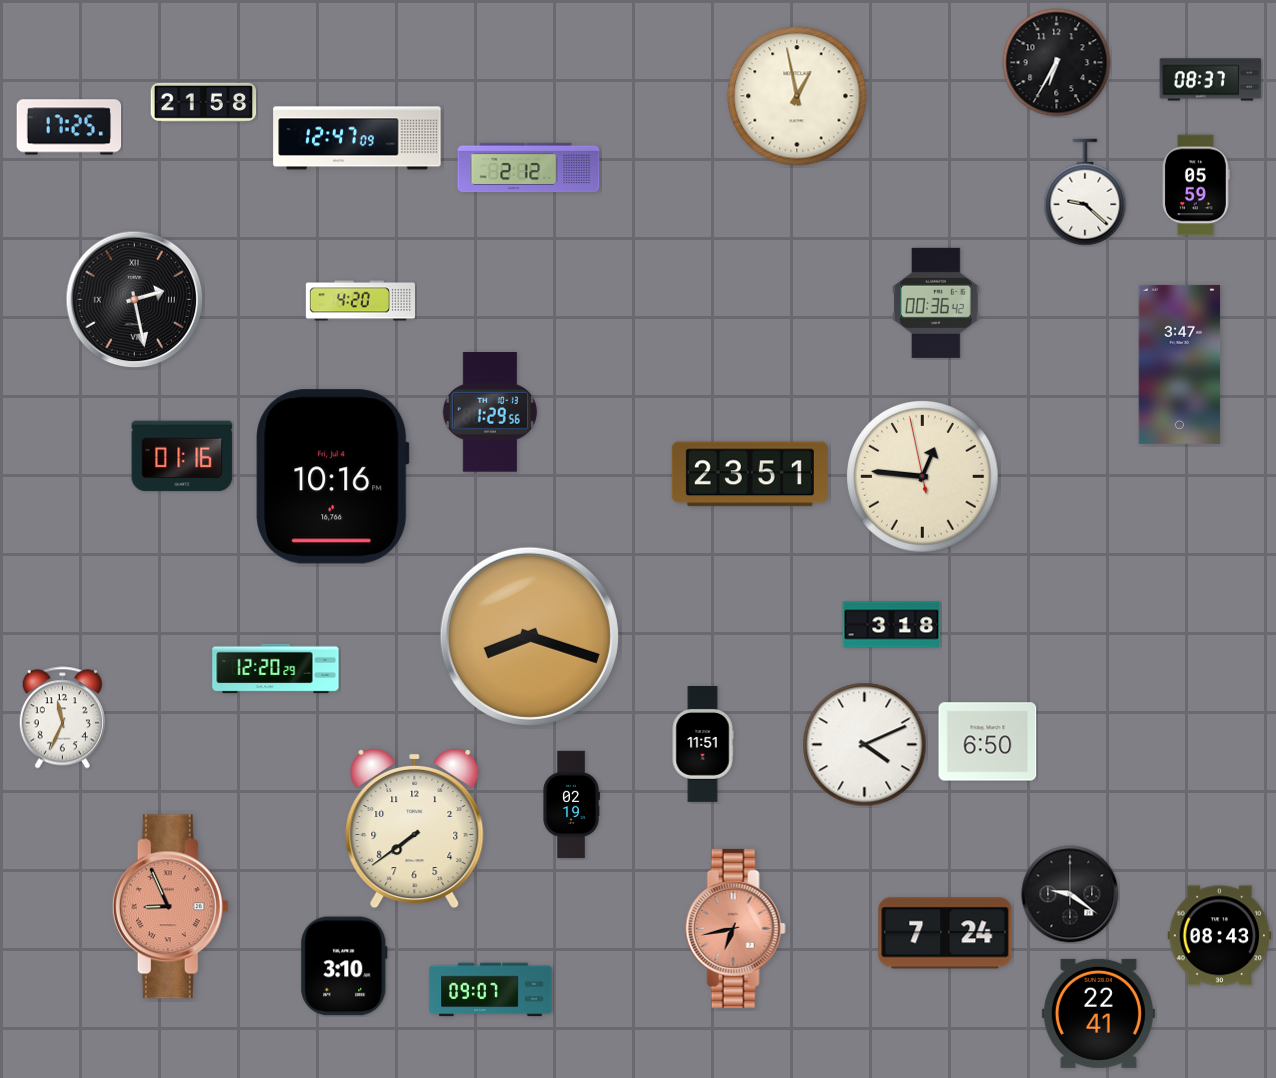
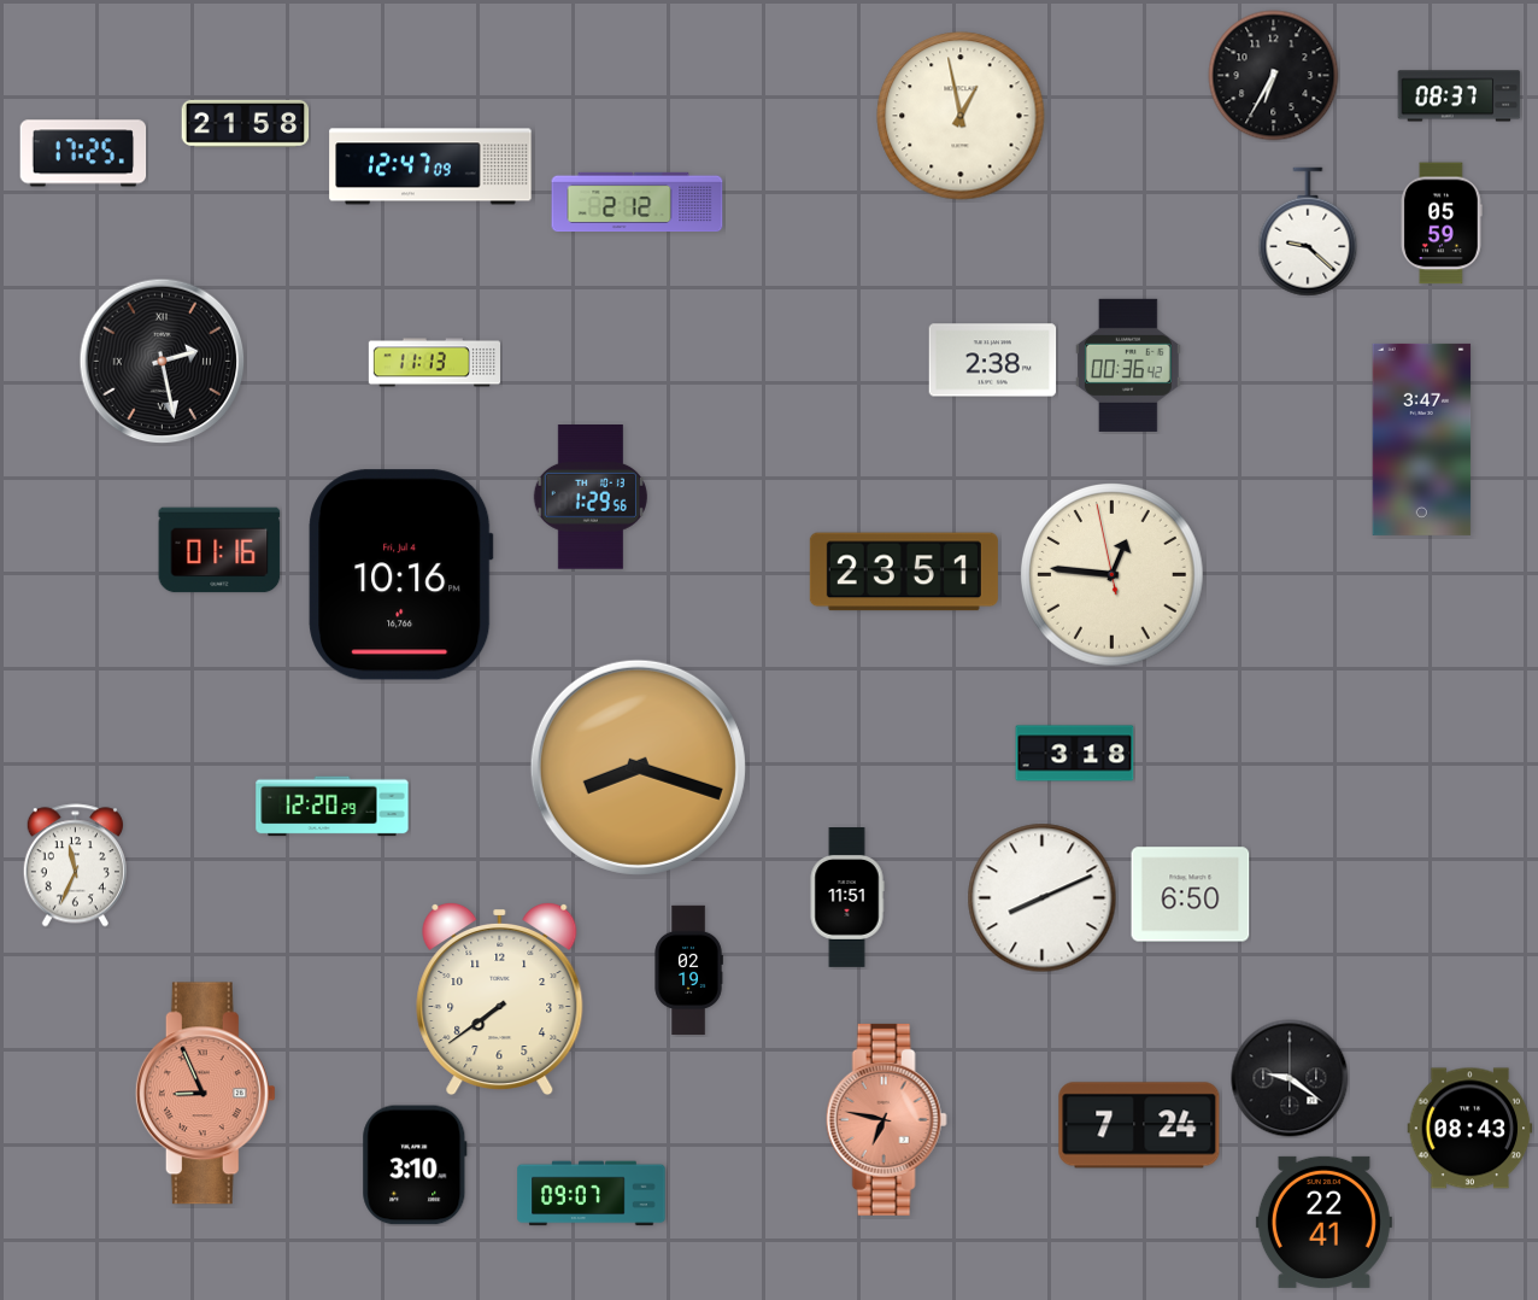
clock at (993, 361): none -> 2:38
clock at (360, 301): 4:20 -> 11:13
clock at (865, 745): 4:11 -> 8:11
clock at (735, 928): 6:43 -> 6:47
